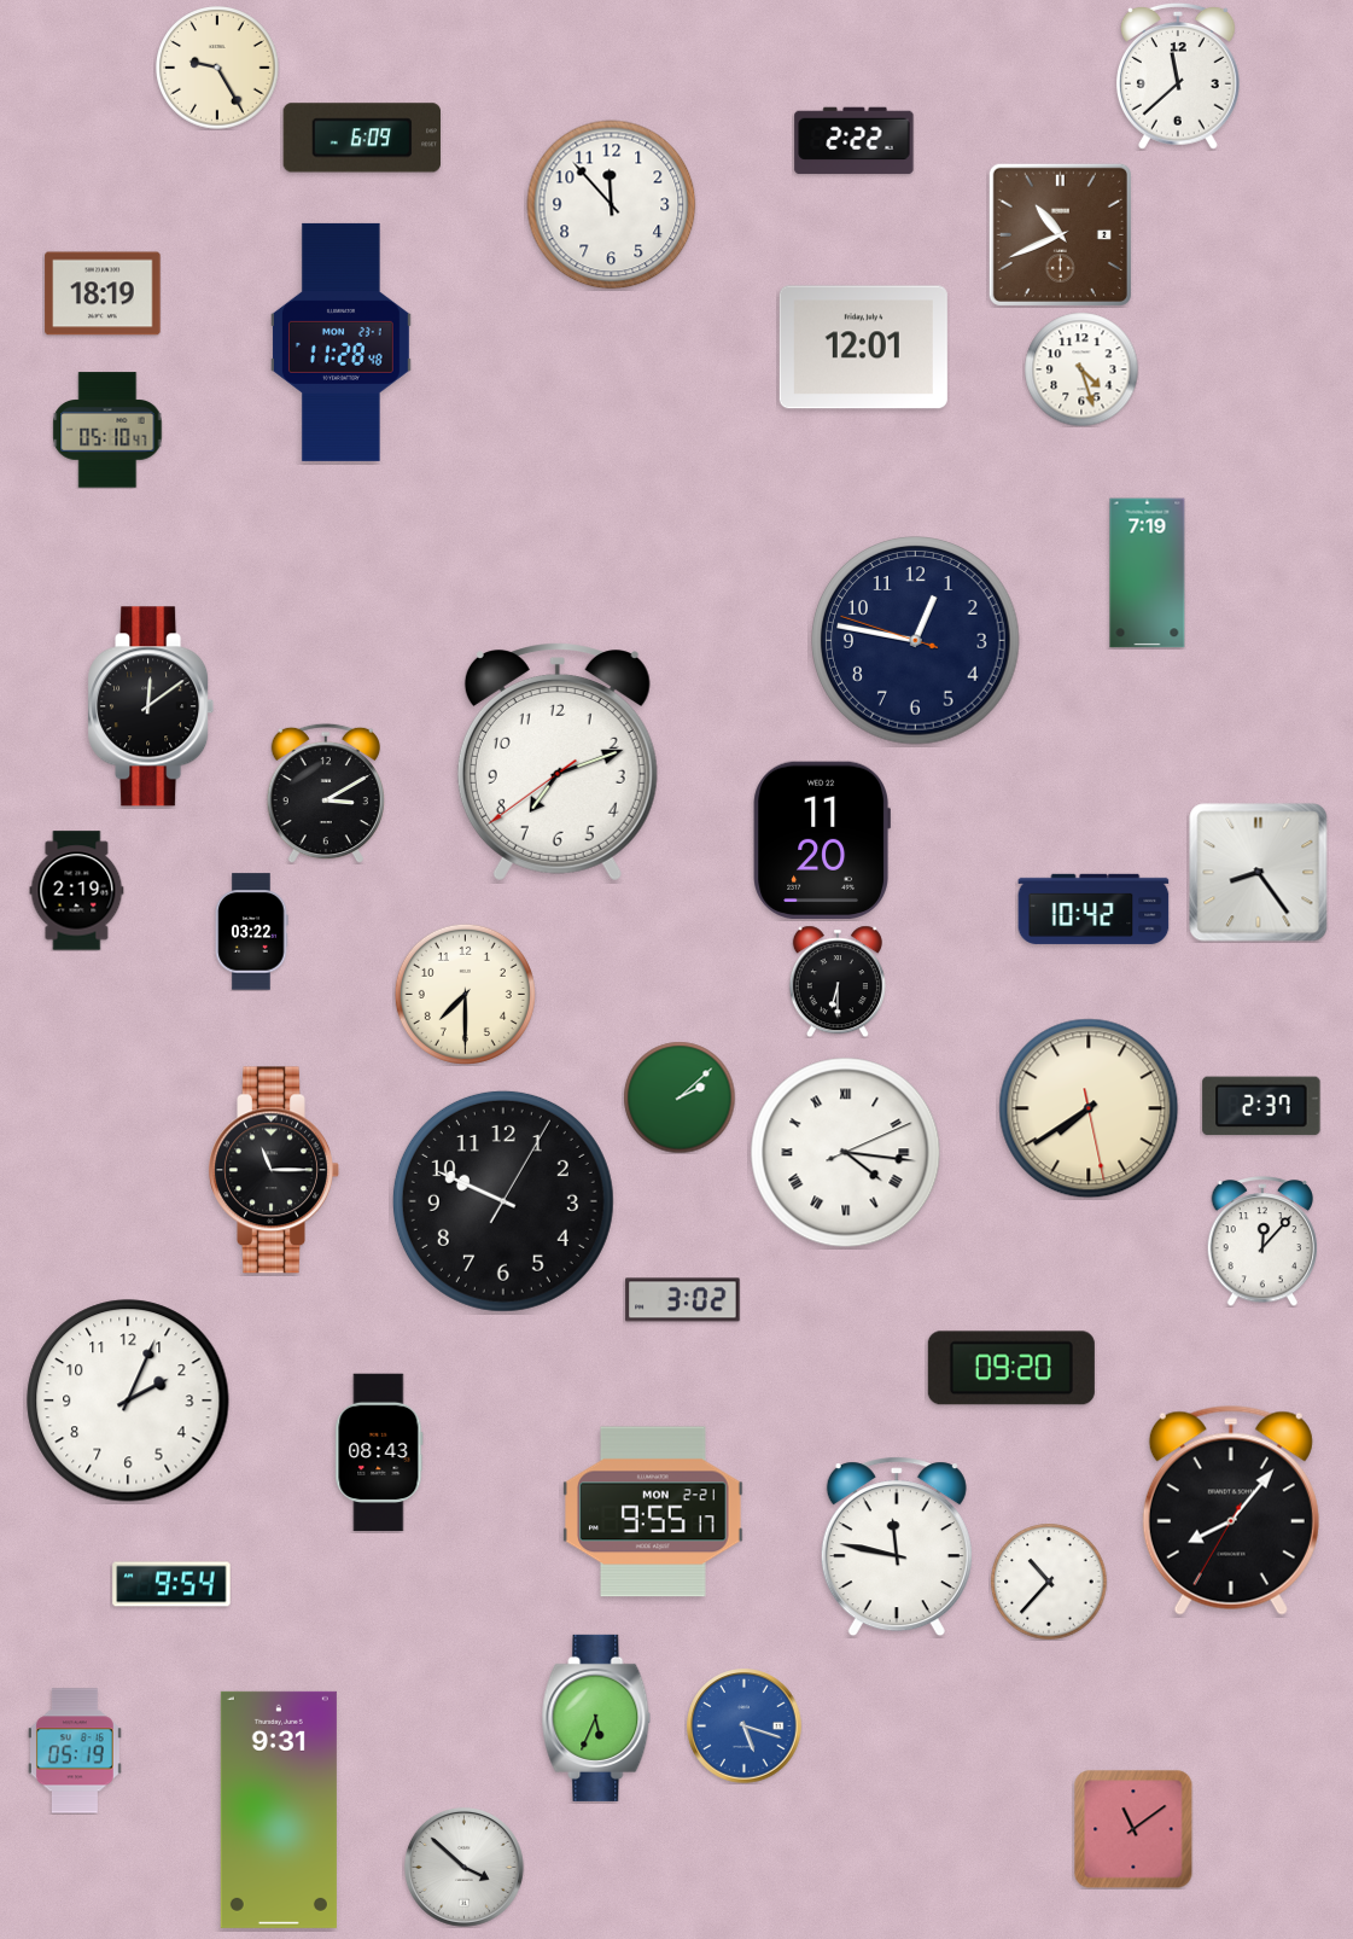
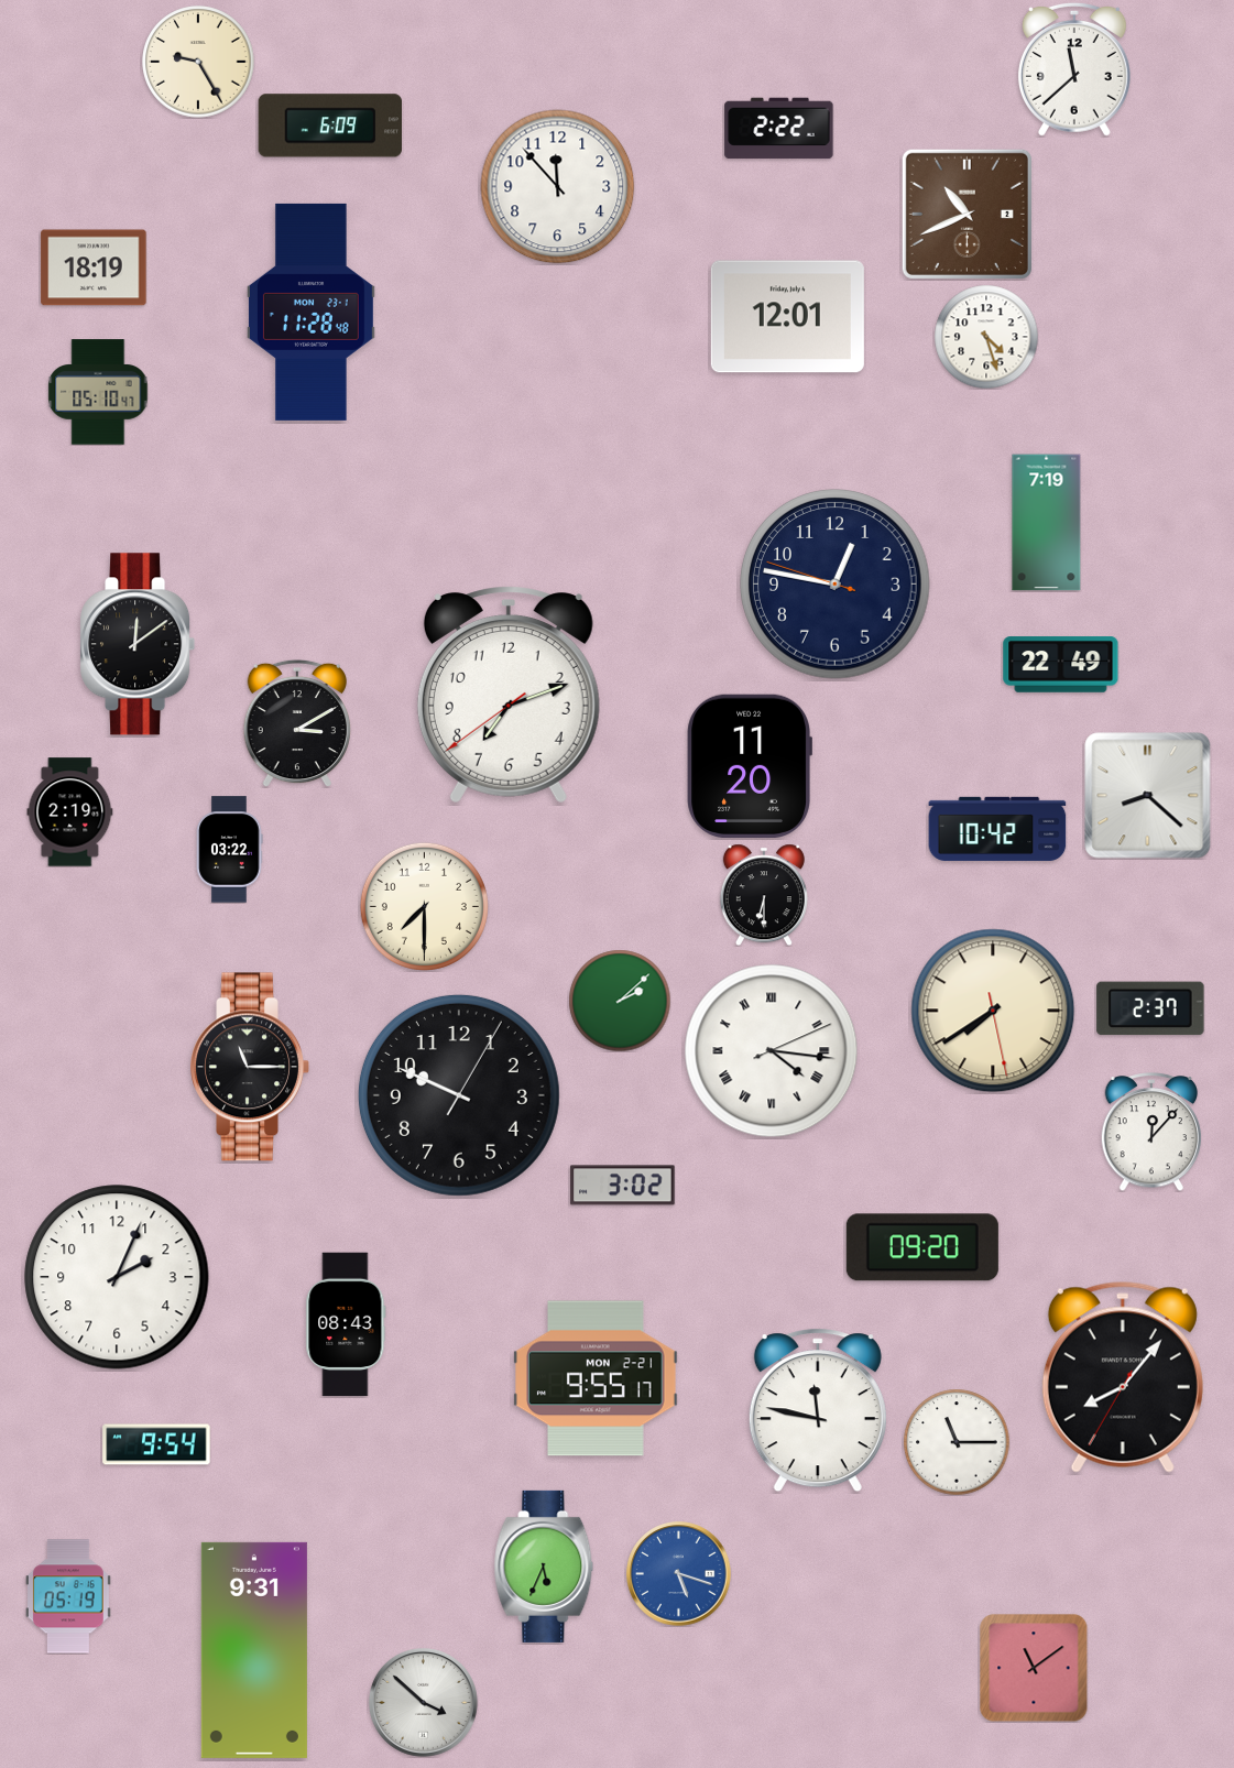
clock at (1061, 665): none -> 22:49
clock at (1259, 873): 8:24 -> 8:22
clock at (1049, 1582): 10:37 -> 11:15
